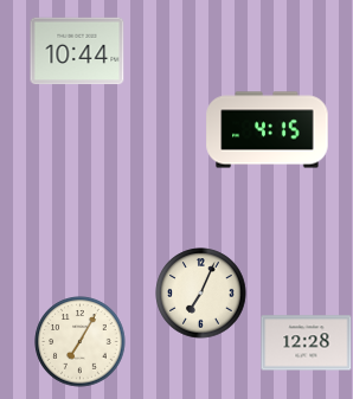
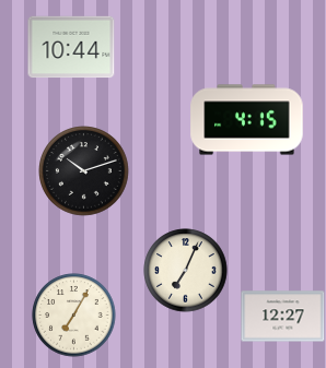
clock at (84, 171): none -> 10:12
clock at (307, 343): 12:28 -> 12:27
